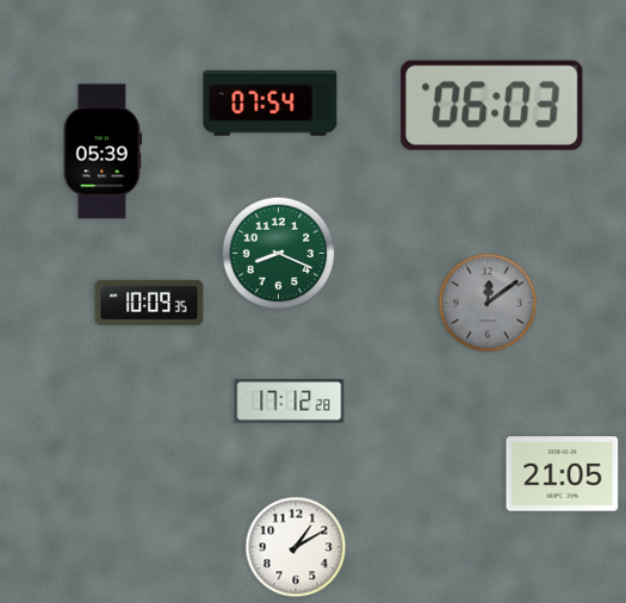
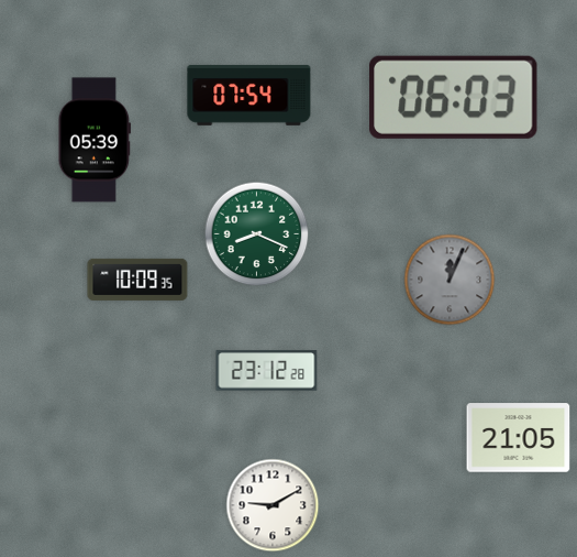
clock at (488, 303): 12:09 -> 12:04
clock at (290, 402): 17:12 -> 23:12
clock at (296, 547): 1:10 -> 9:10
